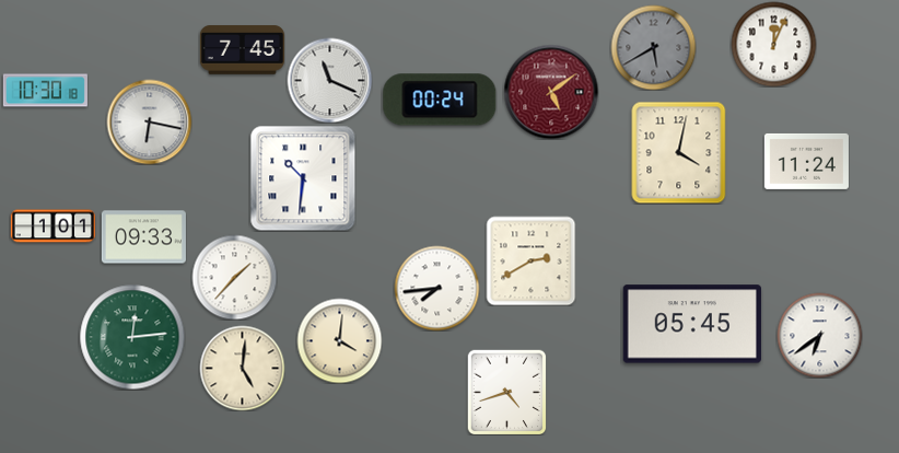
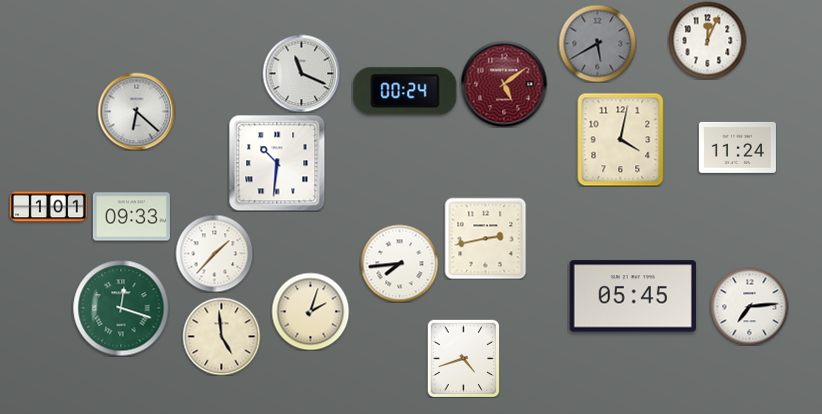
clock at (242, 50): 7:45 -> none
clock at (45, 91): 10:30 -> none
clock at (440, 100) position: (440, 100) -> (405, 91)
clock at (149, 121): 6:17 -> 6:22
clock at (530, 260): 2:40 -> 2:43
clock at (819, 335): 6:39 -> 7:14
clock at (132, 337): 12:14 -> 12:18
clock at (339, 340): 4:01 -> 2:03
clock at (242, 368): 5:01 -> 4:59
